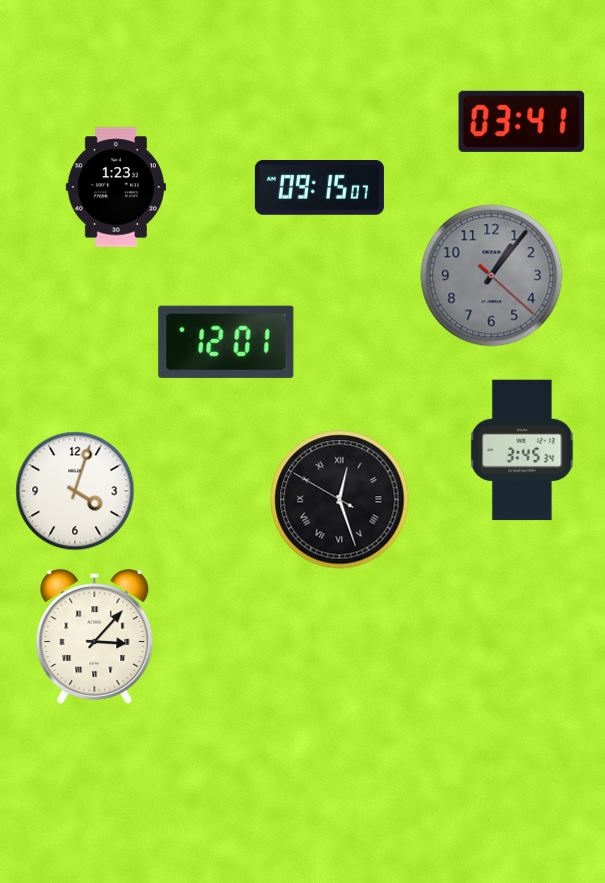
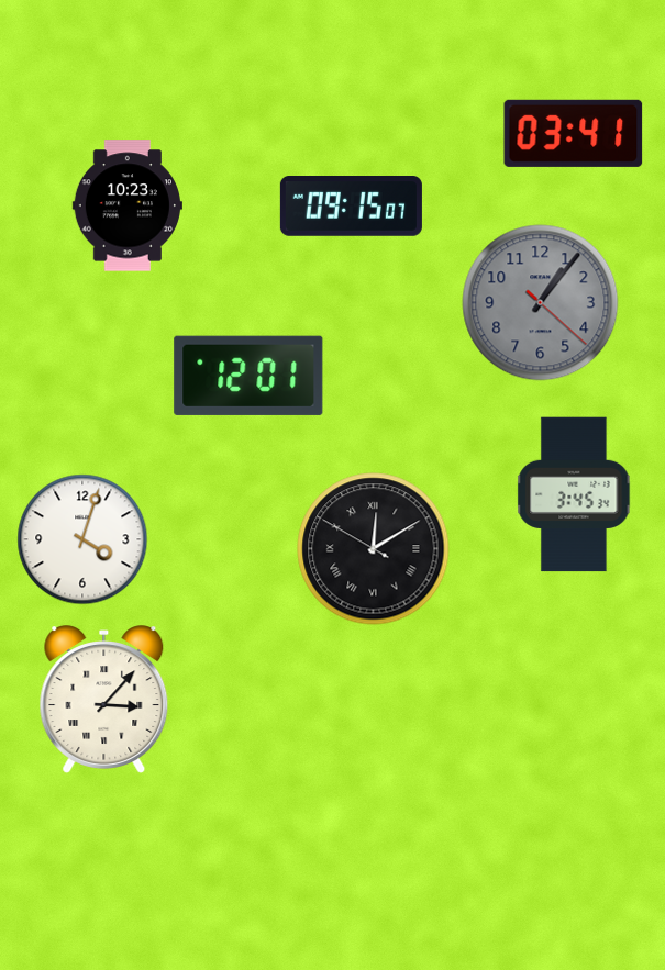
clock at (116, 187): 1:23 -> 10:23
clock at (340, 500): 12:26 -> 12:09
